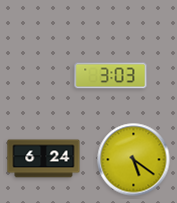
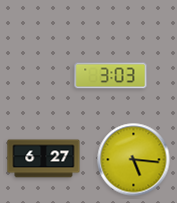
clock at (44, 159): 6:24 -> 6:27
clock at (134, 160): 5:21 -> 5:16
